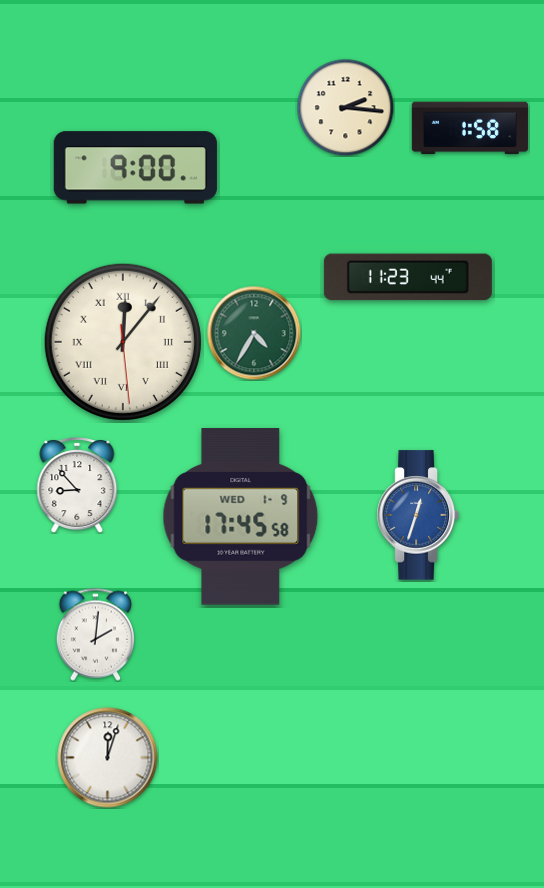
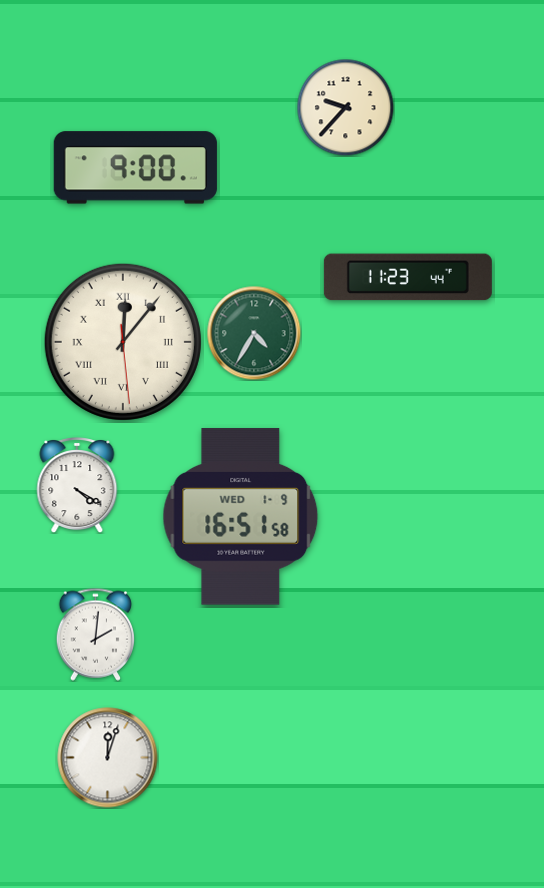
clock at (345, 107): 2:16 -> 9:37
clock at (470, 128): 1:58 -> none
clock at (77, 486): 8:53 -> 4:20
clock at (418, 515): 12:33 -> none
clock at (241, 517): 17:45 -> 16:51
